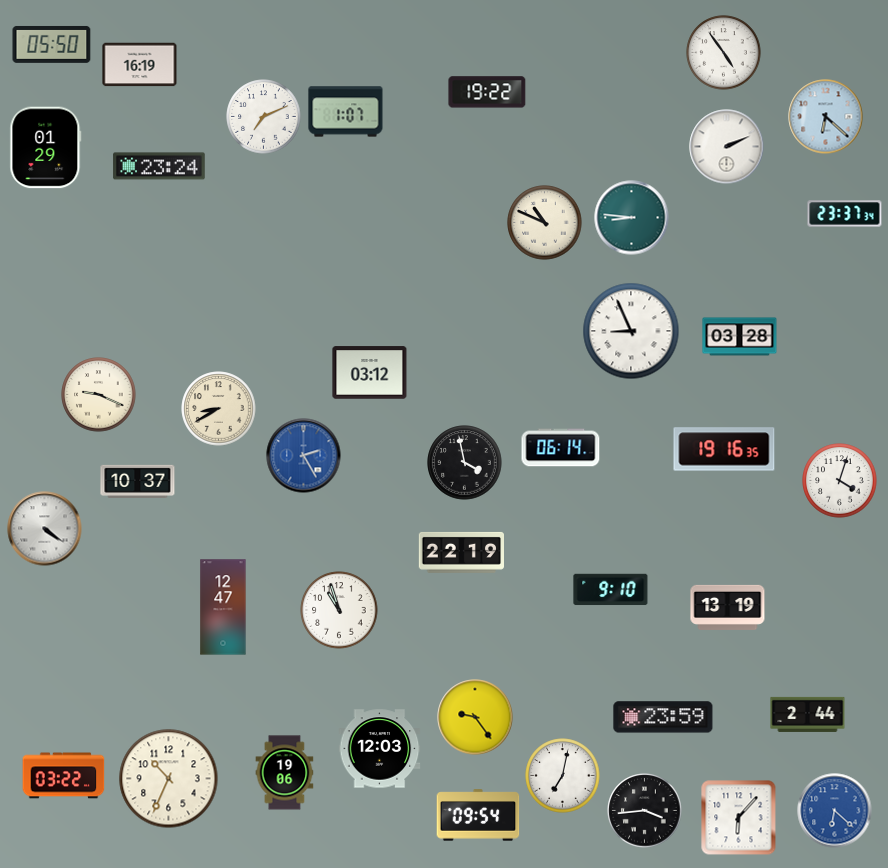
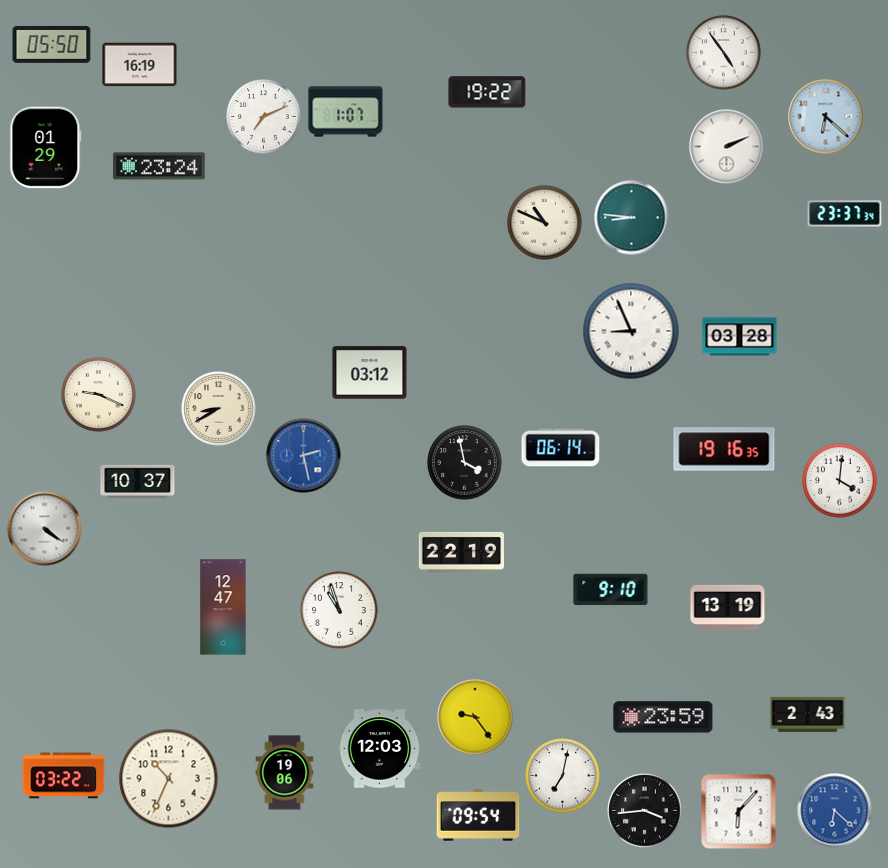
clock at (304, 456): 2:25 -> 2:28
clock at (840, 481): 4:03 -> 4:01
clock at (808, 714): 2:44 -> 2:43
clock at (739, 818) position: (739, 818) -> (739, 812)
